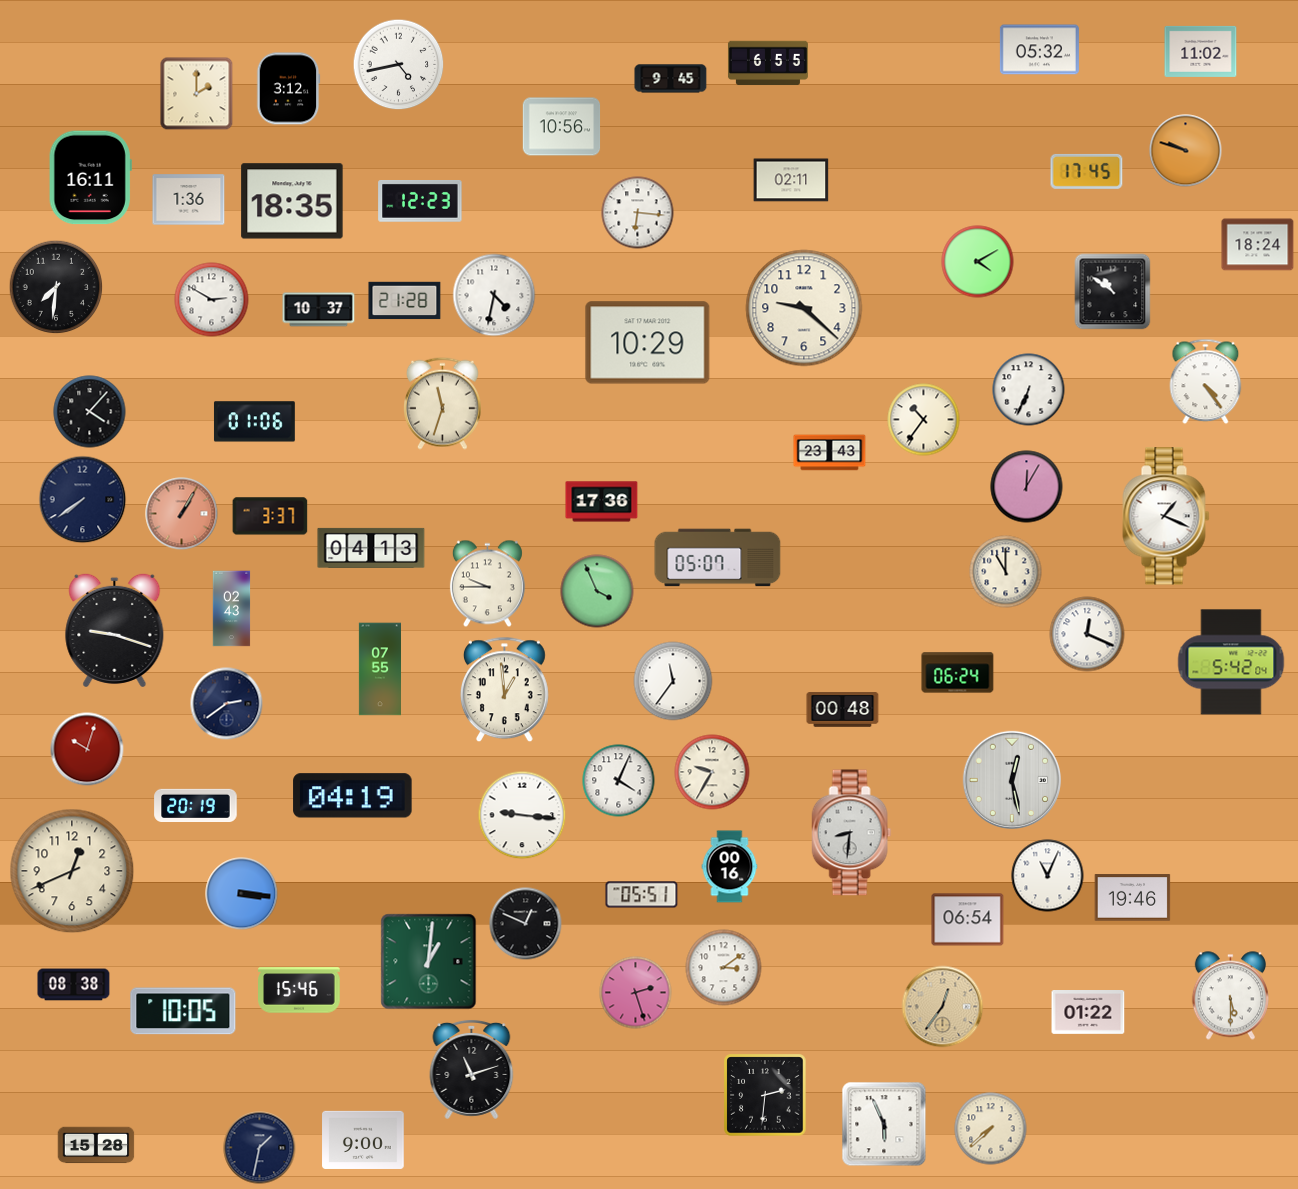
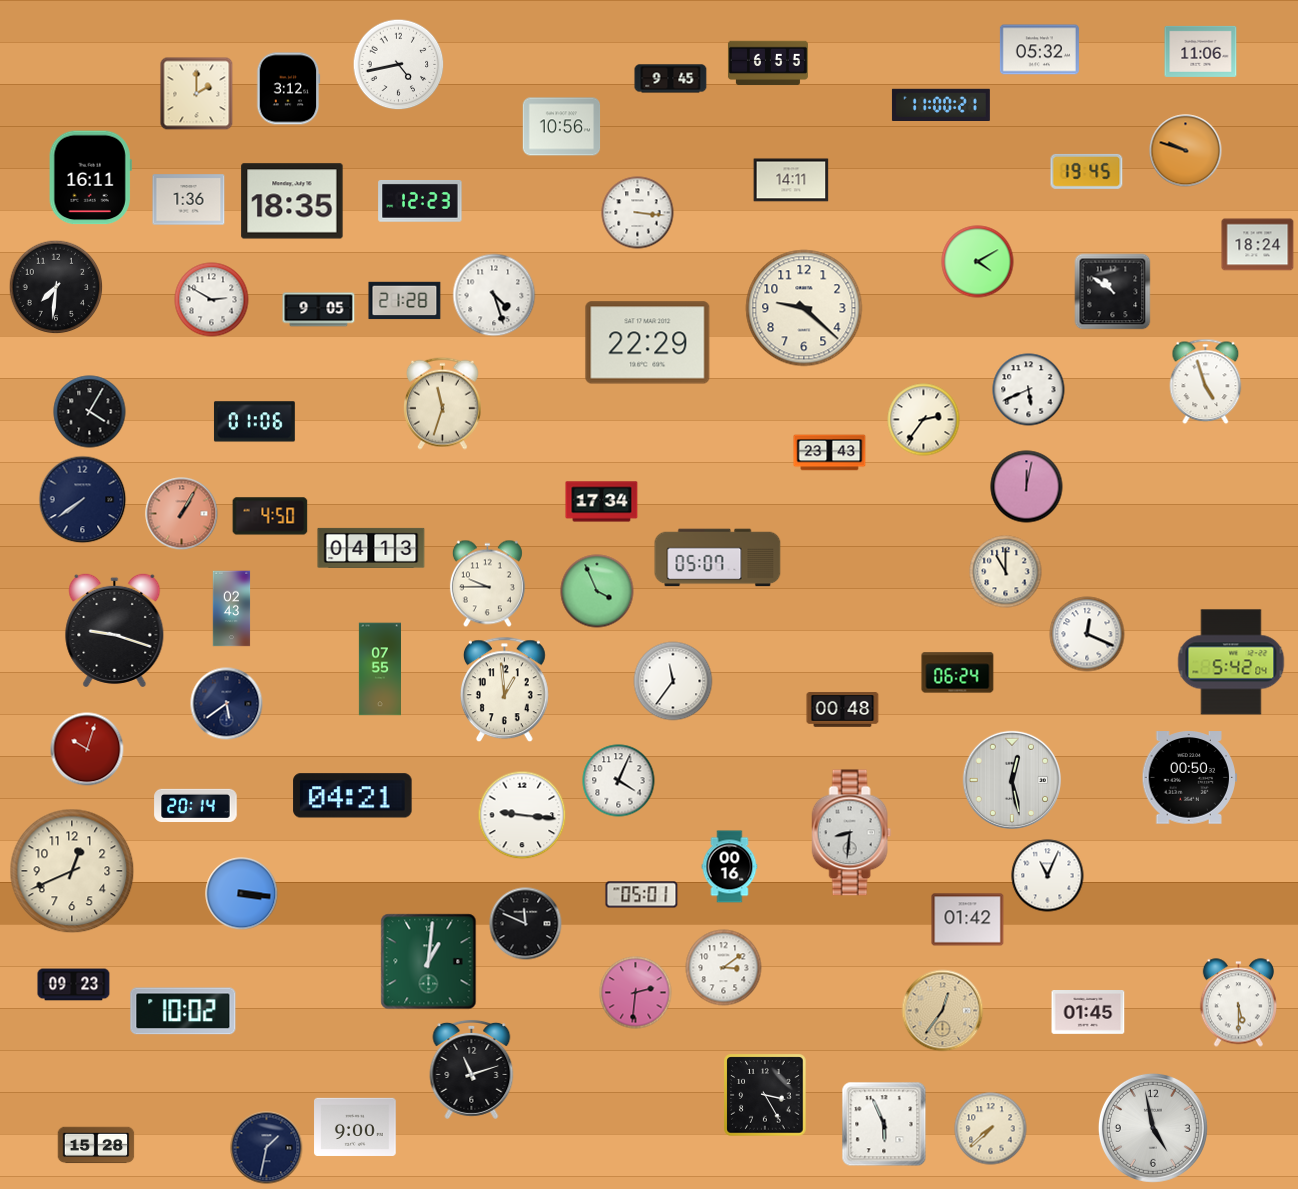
clock at (1201, 51): 11:02 -> 11:06
clock at (941, 104): none -> 11:00
clock at (1087, 171): 17:45 -> 19:45
clock at (791, 180): 02:11 -> 14:11
clock at (638, 213): 6:16 -> 3:16
clock at (494, 295): 4:32 -> 4:27
clock at (319, 310): 10:37 -> 9:05
clock at (648, 343): 10:29 -> 22:29
clock at (1206, 382): 4:24 -> 4:57
clock at (1029, 390): 6:34 -> 5:41
clock at (90, 412): 4:07 -> 4:05
clock at (924, 420): 10:36 -> 2:36
clock at (1027, 487): 12:05 -> 12:02
clock at (602, 502): 17:36 -> 17:34
clock at (270, 516): 3:37 -> 4:50
clock at (1166, 516): 1:19 -> none
clock at (227, 704): 2:39 -> 5:39
clock at (712, 772): 9:35 -> none
clock at (1189, 778): none -> 00:50
clock at (353, 796): 04:19 -> 04:21
clock at (196, 805): 20:19 -> 20:14
clock at (642, 895): 05:51 -> 05:01
clock at (1133, 898): 19:46 -> none
clock at (968, 920): 06:54 -> 01:42
clock at (526, 924): 12:49 -> 11:49
clock at (74, 985): 08:38 -> 09:23
clock at (299, 990): 15:46 -> none
clock at (636, 993): 2:27 -> 2:31
clock at (1230, 996) position: (1230, 996) -> (1238, 1003)
clock at (943, 1007) position: (943, 1007) -> (943, 1011)
clock at (183, 1011): 10:05 -> 10:02
clock at (1088, 1013): 01:22 -> 01:45
clock at (765, 1095): 2:31 -> 3:25
clock at (1153, 1128): none -> 4:58
clock at (363, 1140) position: (363, 1140) -> (355, 1127)
clock at (260, 1148) position: (260, 1148) -> (267, 1148)
